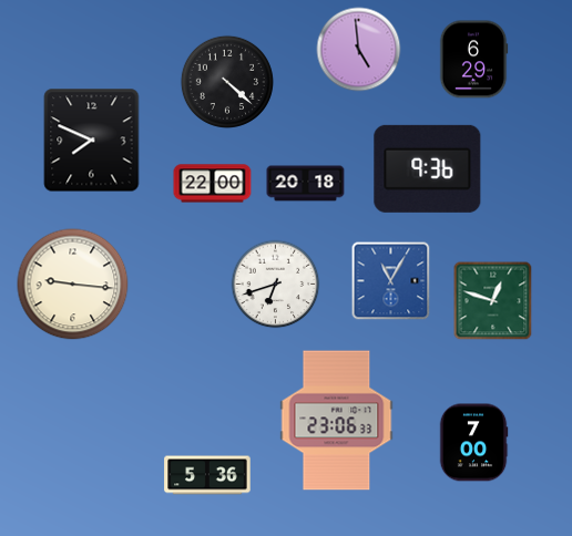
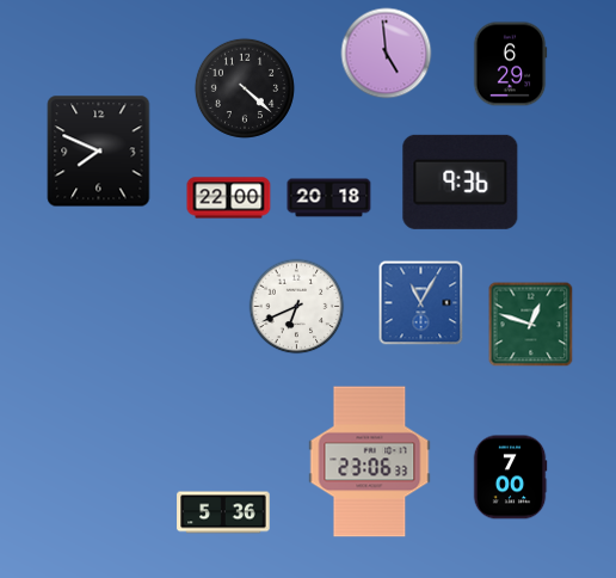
clock at (73, 285): 9:16 -> none
clock at (276, 285): 6:42 -> 6:41
clock at (337, 421) position: (337, 421) -> (370, 462)
